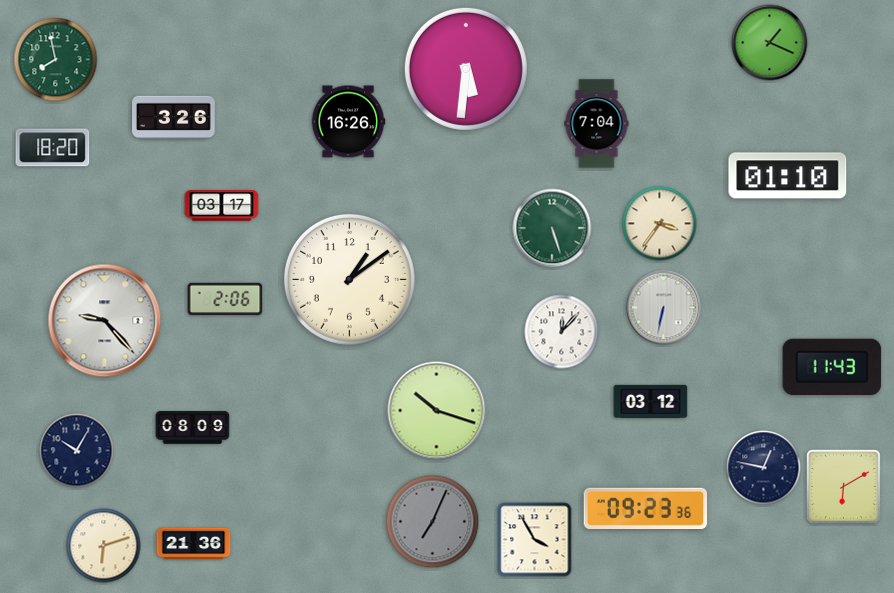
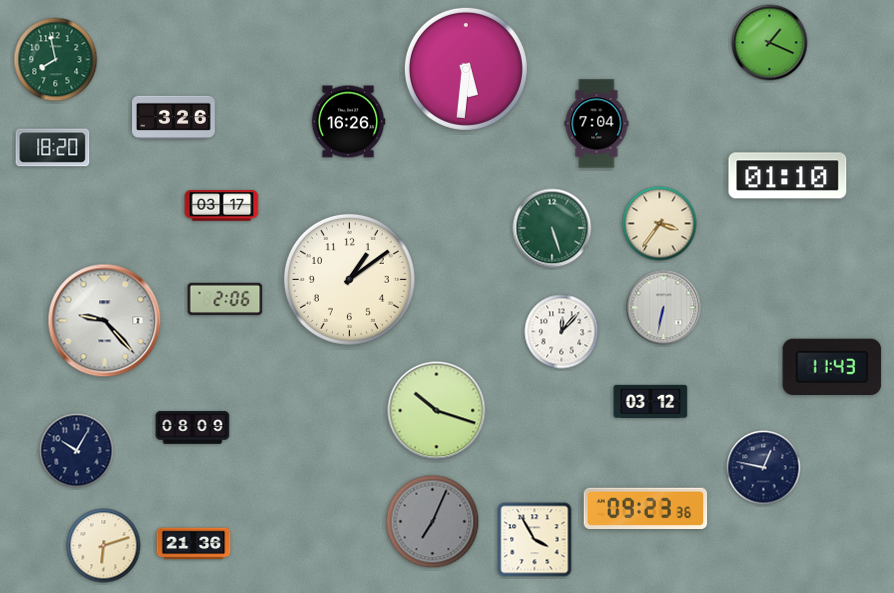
clock at (843, 486): 6:10 -> none
